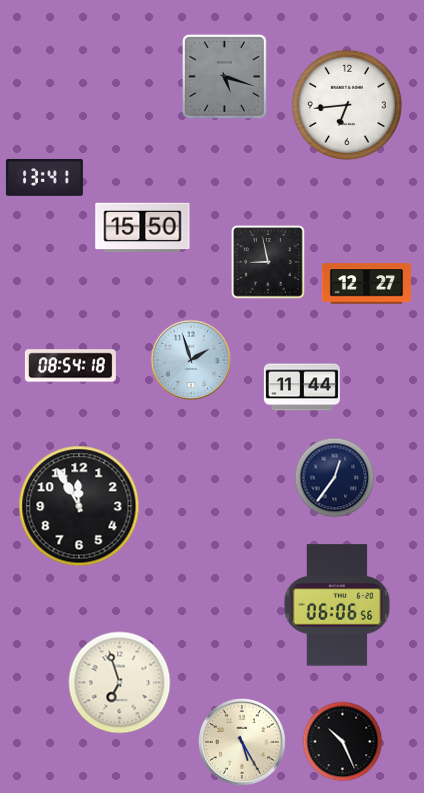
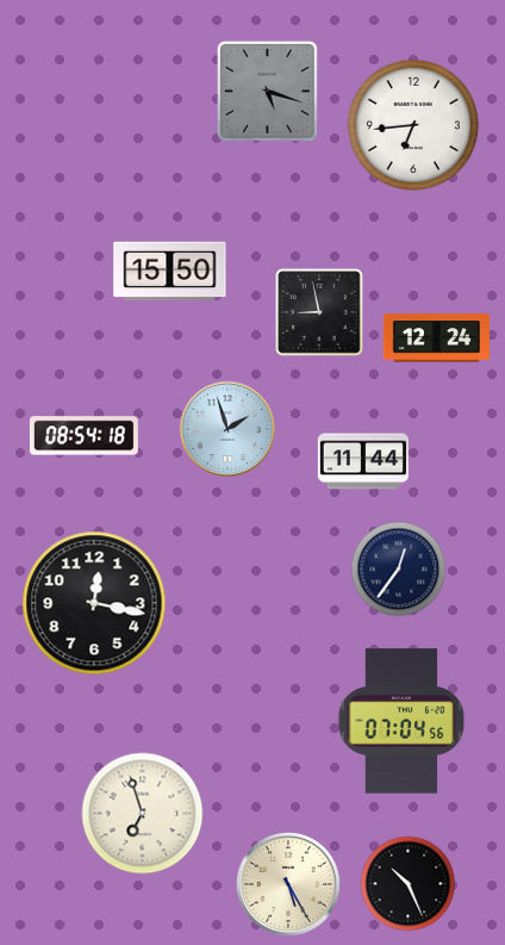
clock at (44, 177): 13:41 -> none
clock at (366, 284): 12:27 -> 12:24
clock at (302, 387) position: (302, 387) -> (363, 461)
clock at (79, 506): 11:55 -> 12:17
clock at (337, 605): 06:06 -> 07:04
